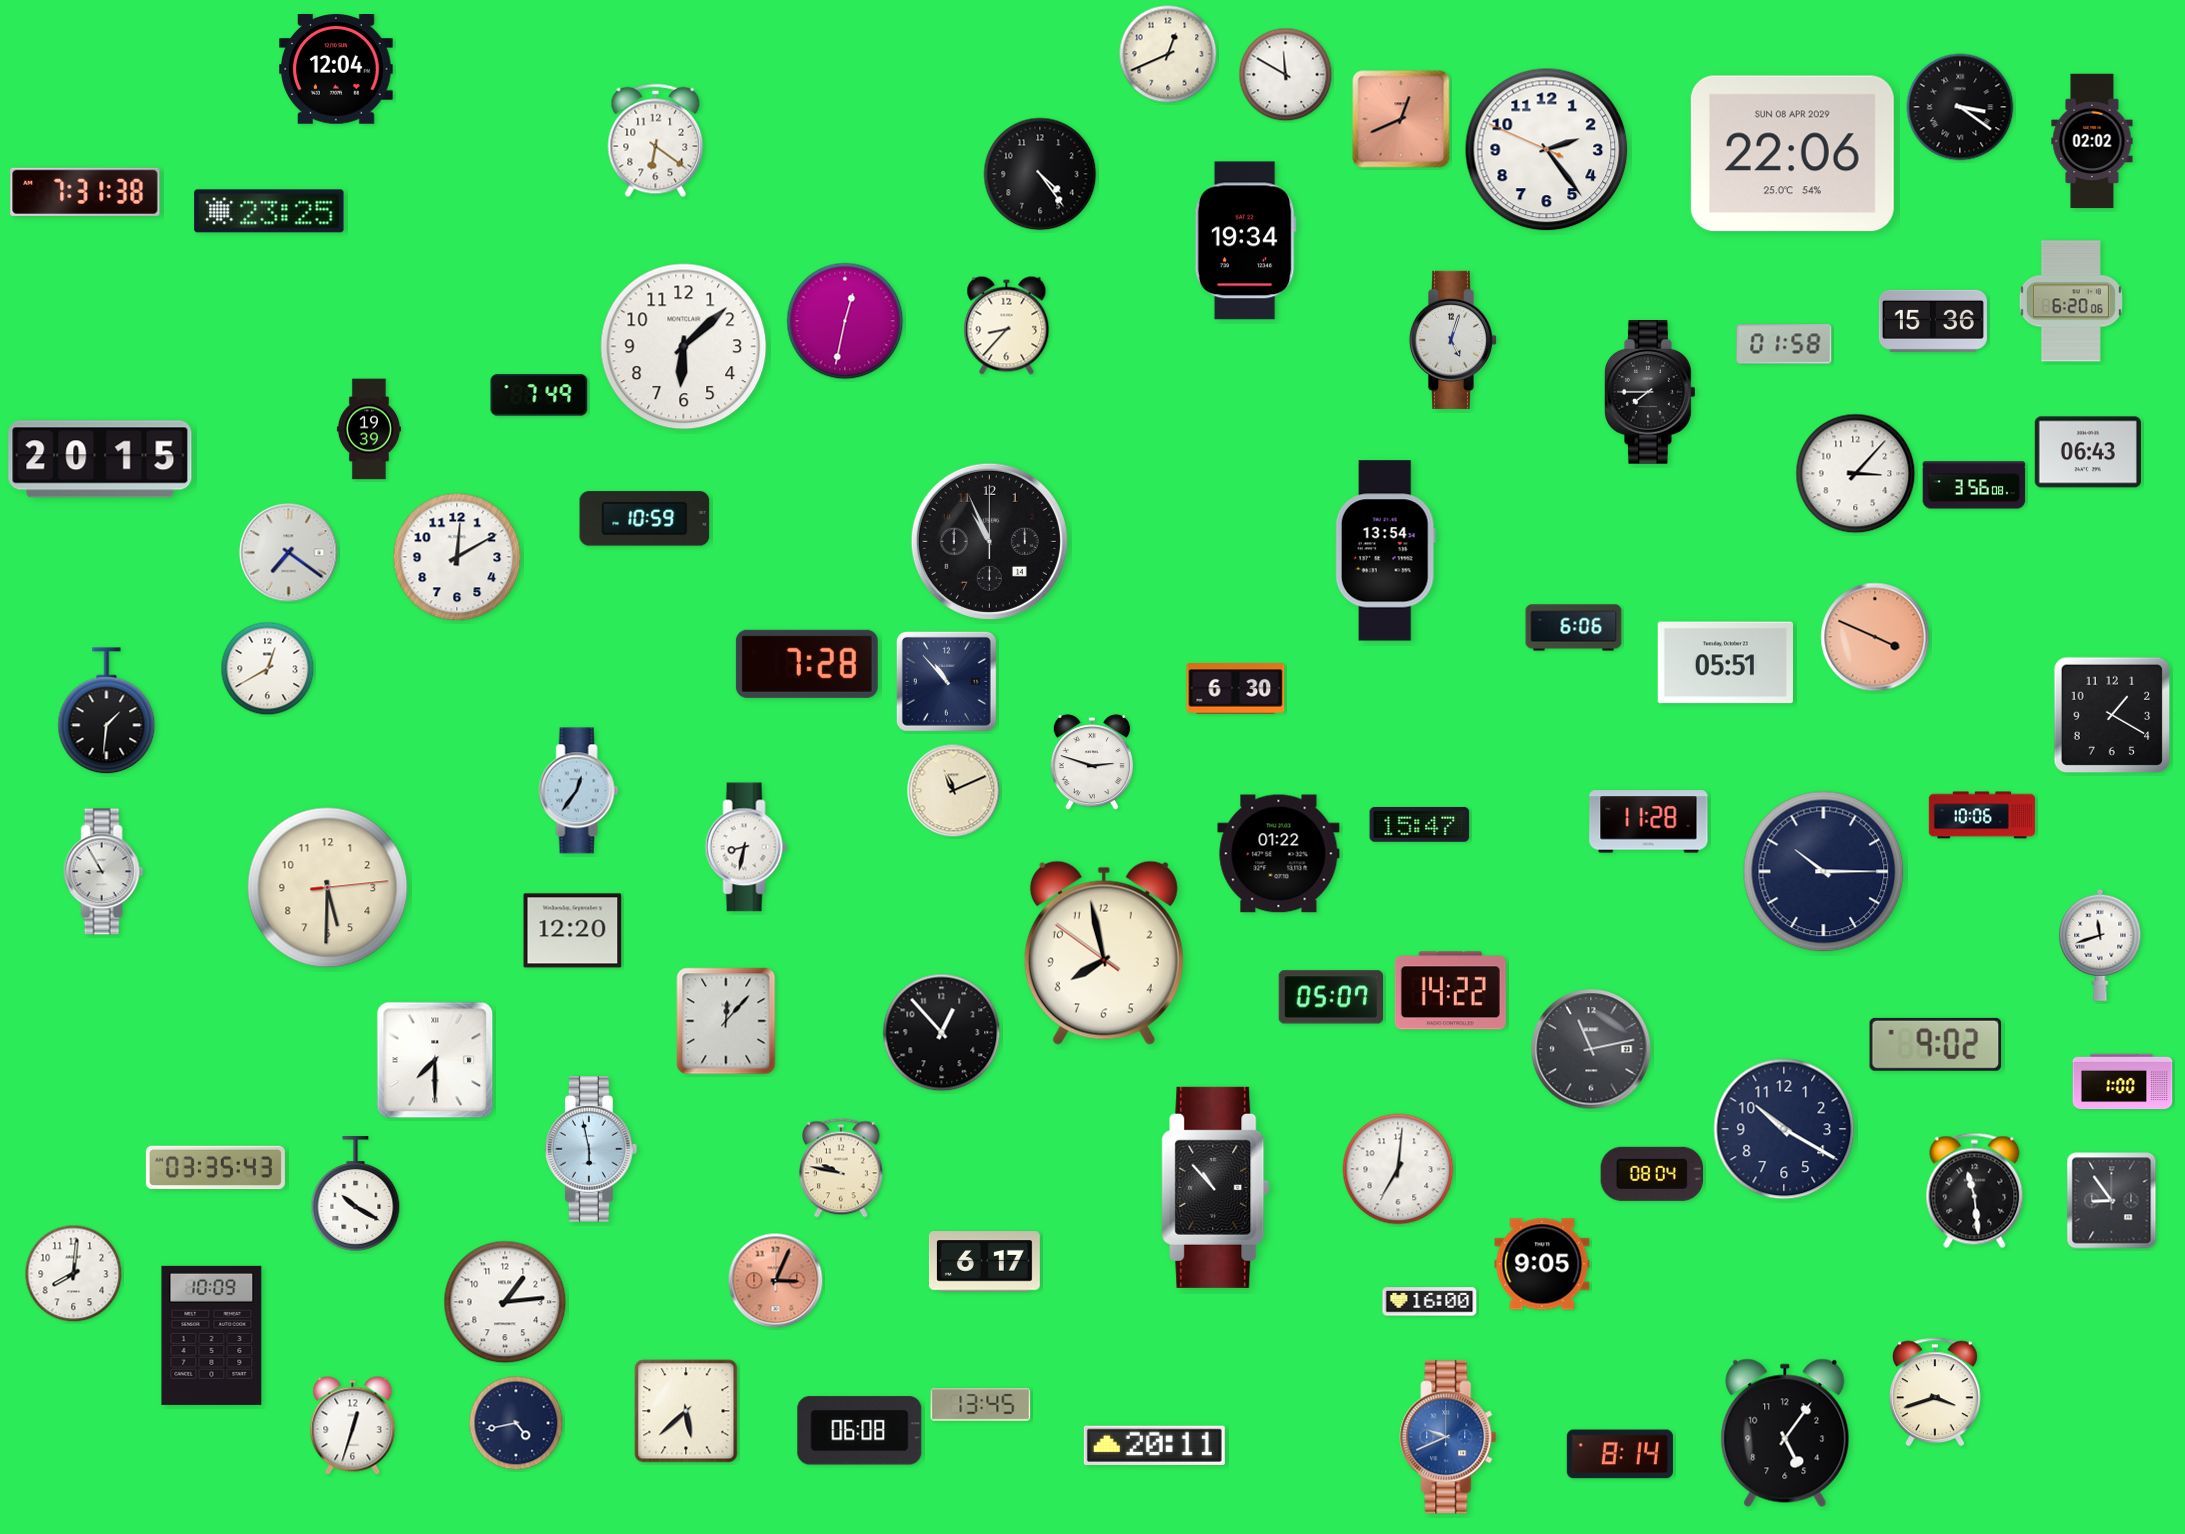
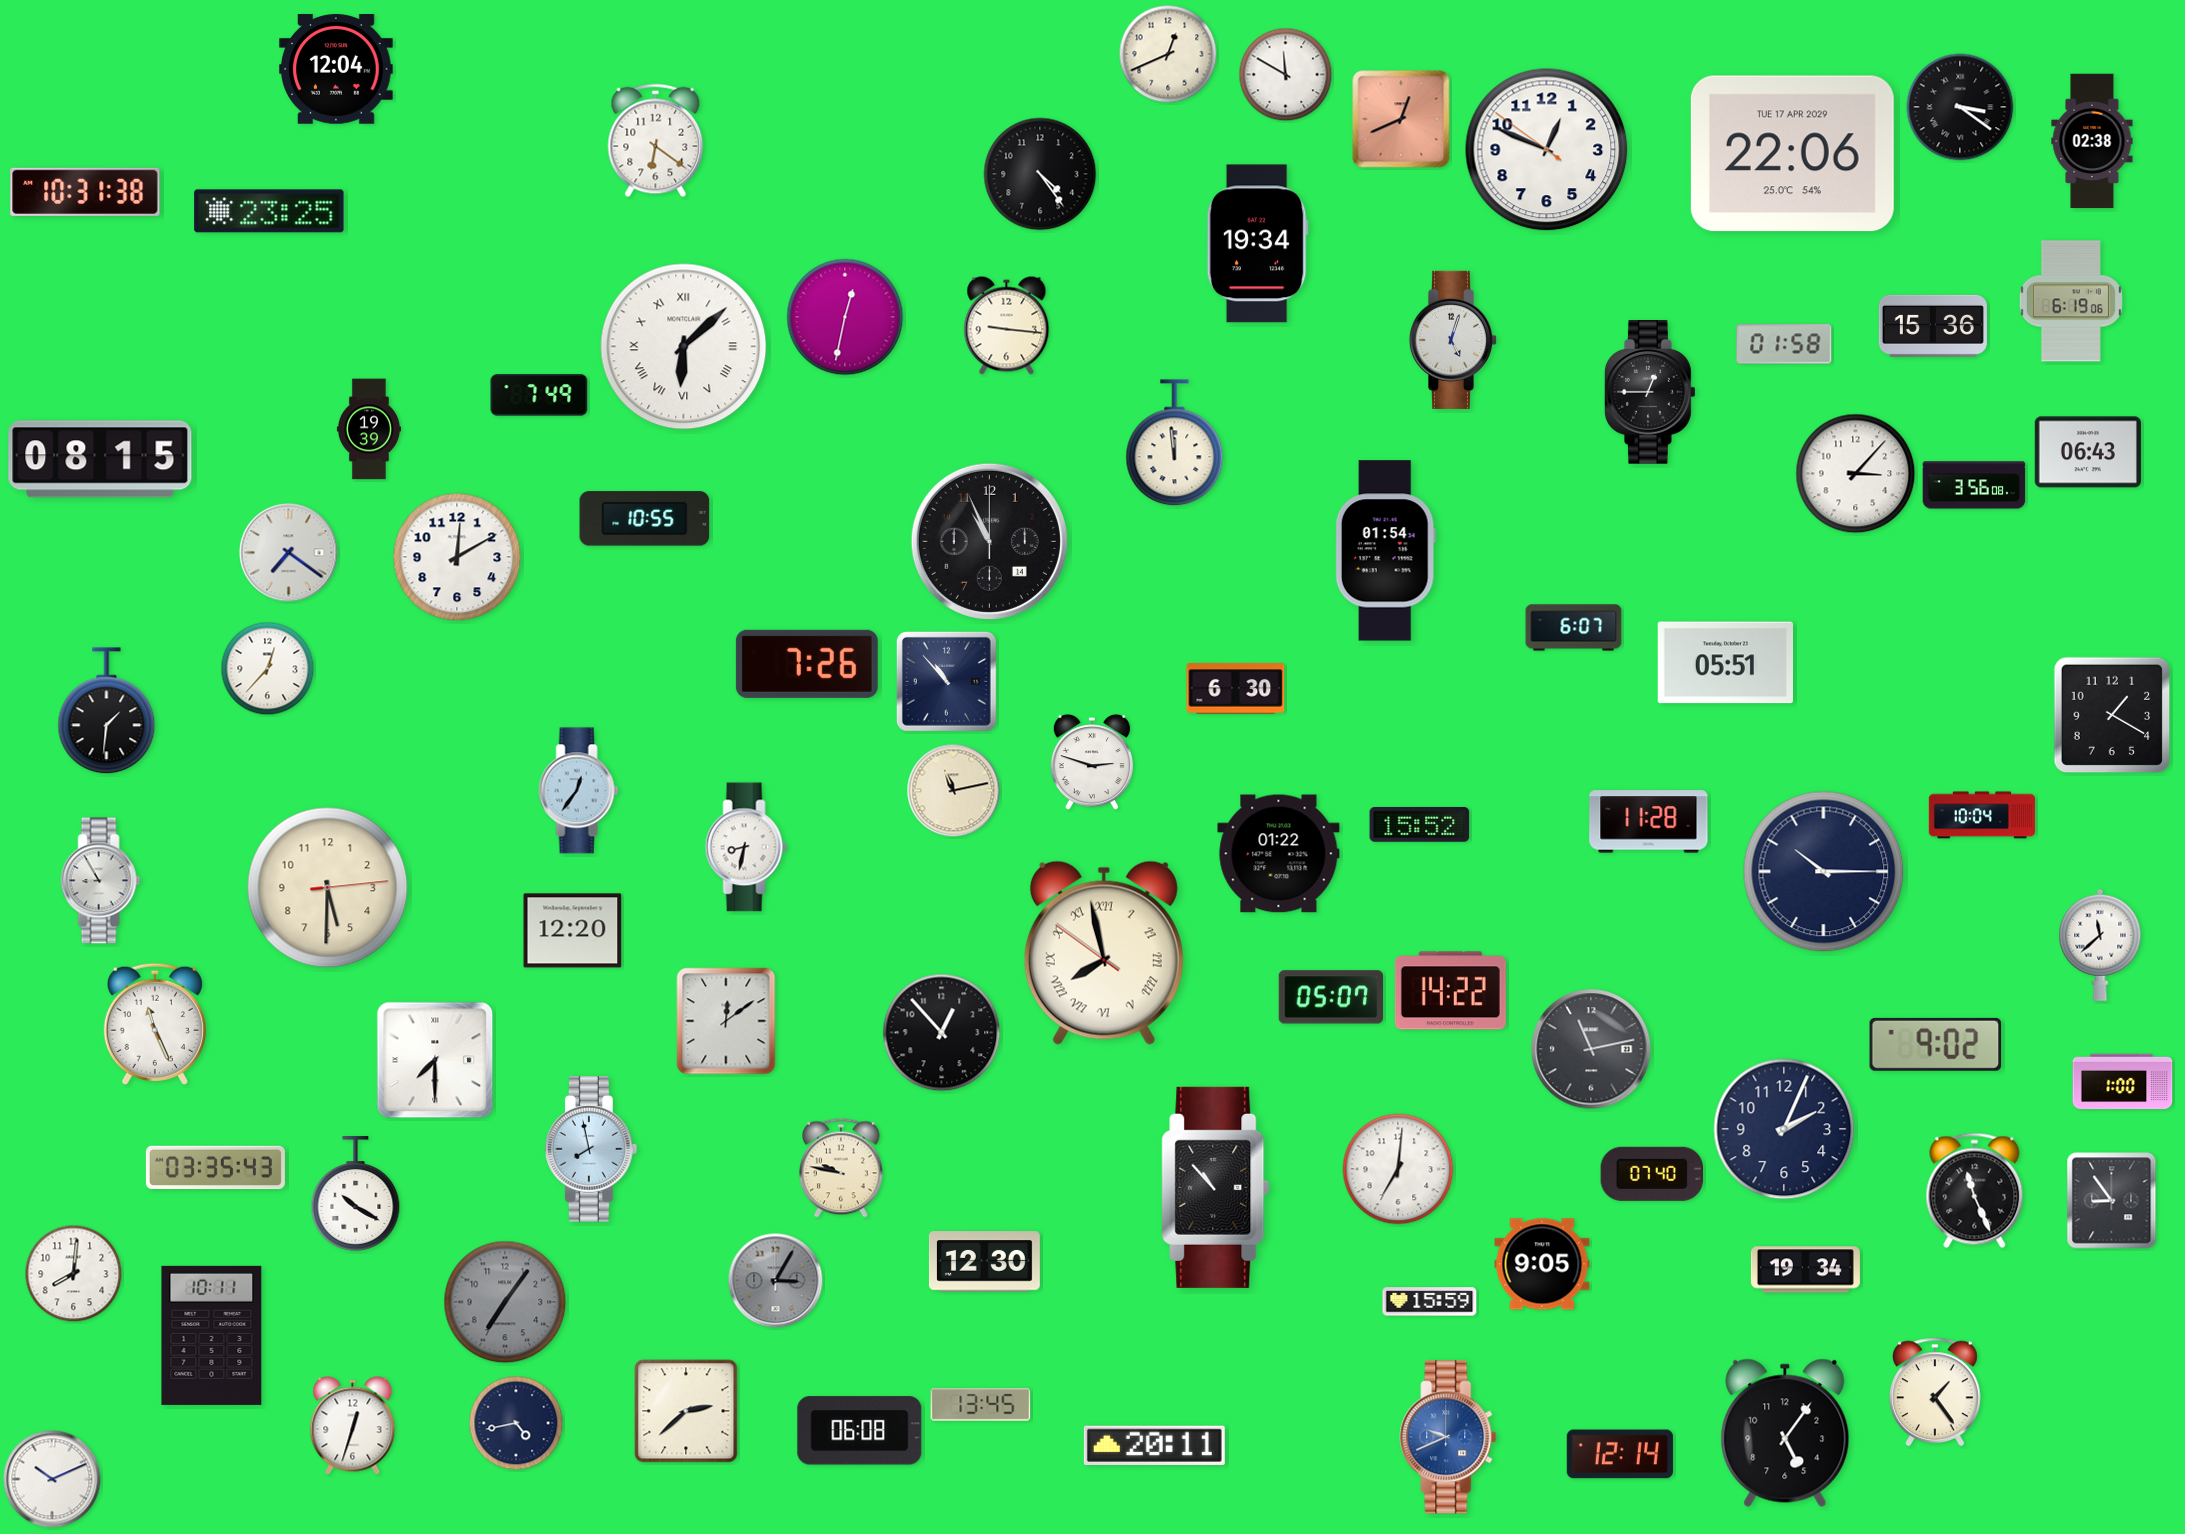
clock at (2092, 141): 02:02 -> 02:38
clock at (1547, 150): 2:23 -> 12:48
clock at (1792, 154) date: SUN 08 APR 2029 -> TUE 17 APR 2029
clock at (85, 192): 7:31 -> 10:31
clock at (1245, 241) position: (1245, 241) -> (1257, 244)
clock at (2071, 301): 6:20 -> 6:19
clock at (845, 321) position: (845, 321) -> (845, 317)
clock at (1933, 321) position: (1933, 321) -> (1933, 326)
clock at (1007, 326): 8:37 -> 9:16
clock at (684, 347) numerals: Arabic -> Roman
clock at (1650, 393): 7:45 -> 12:45
clock at (1175, 443): none -> 11:59
clock at (100, 459): 20:15 -> 08:15
clock at (645, 519): 10:59 -> 10:55
clock at (1385, 551): 13:54 -> 01:54
clock at (1574, 628): 6:06 -> 6:07
clock at (1875, 637): 3:49 -> none
clock at (807, 664): 7:28 -> 7:26
clock at (268, 669): 12:40 -> 12:37
clock at (954, 791): 11:11 -> 11:13
clock at (1982, 815): 10:06 -> 10:04
clock at (1420, 824): 15:47 -> 15:52
clock at (104, 872) position: (104, 872) -> (101, 881)
clock at (2100, 945): 11:42 -> 11:38
clock at (1104, 953) numerals: Arabic -> Roman
clock at (726, 1021): 12:07 -> 12:09
clock at (155, 1024): none -> 11:26
clock at (1784, 1129): 10:20 -> 2:04
clock at (592, 1149): 5:58 -> 7:58
clock at (1651, 1174): 08:04 -> 07:40
clock at (1975, 1191): 11:29 -> 11:26
clock at (984, 1262): 6:17 -> 12:30
clock at (1805, 1270): none -> 19:34
clock at (776, 1281): 3:04 -> 3:05
clock at (776, 1281) dial: salmon -> grey
clock at (505, 1302): 1:14 -> 7:06
clock at (505, 1302) dial: white -> grey
clock at (1430, 1302): 16:00 -> 15:59
clock at (212, 1335): 10:09 -> 10:11
clock at (1936, 1391): 3:42 -> 1:24
clock at (686, 1411): 5:38 -> 2:38
clock at (1620, 1454): 8:14 -> 12:14
clock at (52, 1479): none -> 10:11
